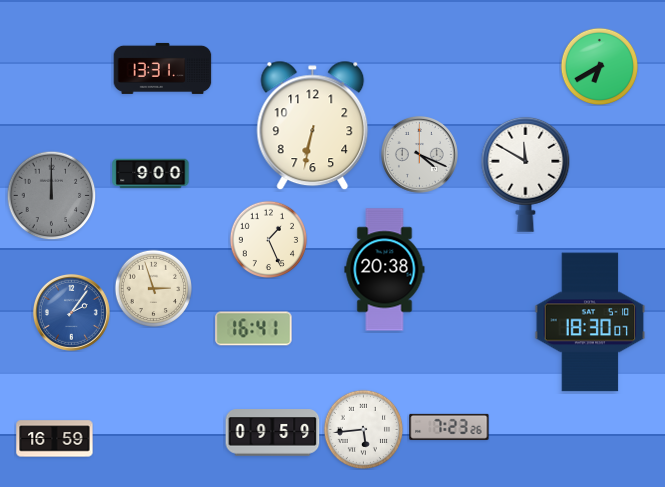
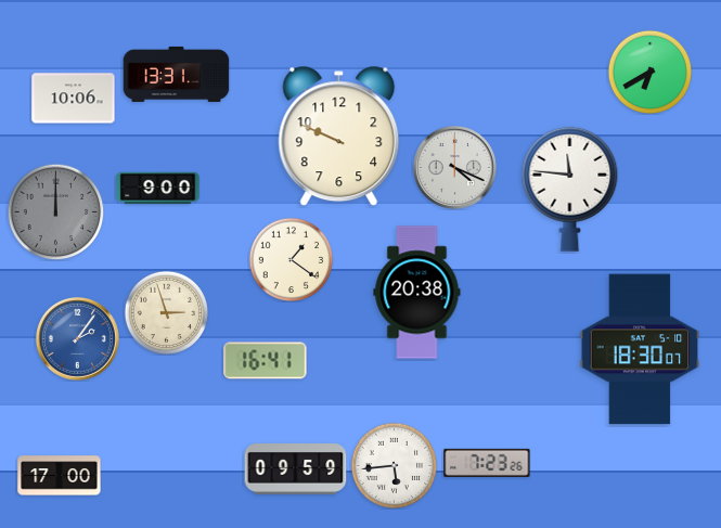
clock at (74, 99): none -> 10:06
clock at (313, 126): 6:32 -> 9:49
clock at (151, 174) position: (151, 174) -> (158, 189)
clock at (526, 174): 11:50 -> 11:46
clock at (268, 239): 1:26 -> 1:21
clock at (254, 329) position: (254, 329) -> (266, 361)
clock at (55, 439): 16:59 -> 17:00
